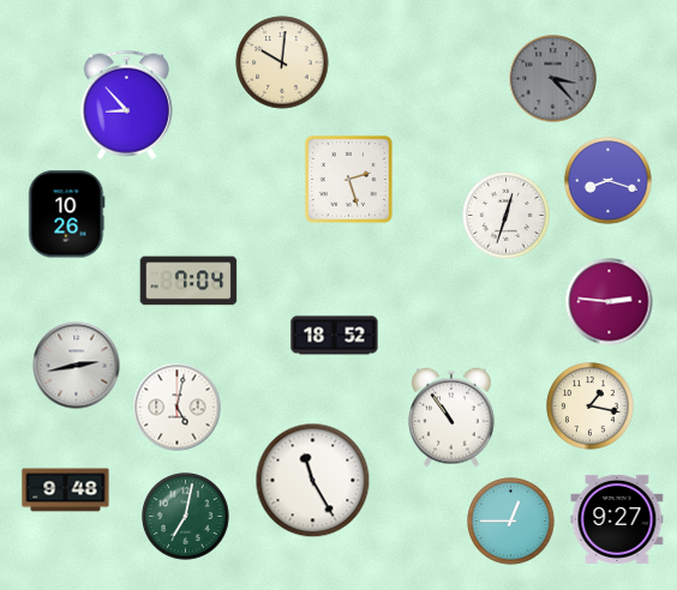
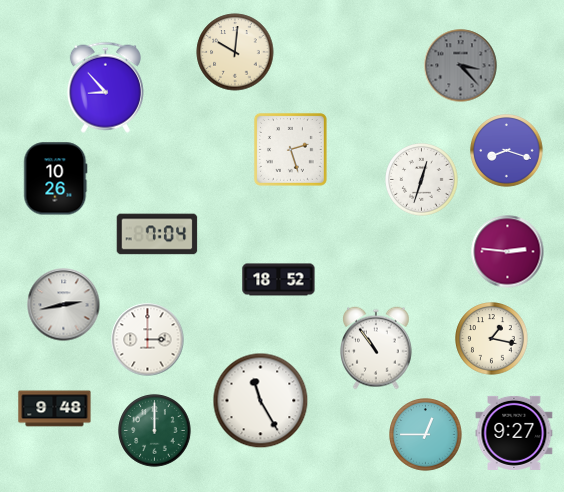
clock at (178, 408): 5:02 -> 3:00
clock at (186, 517): 7:02 -> 12:00
